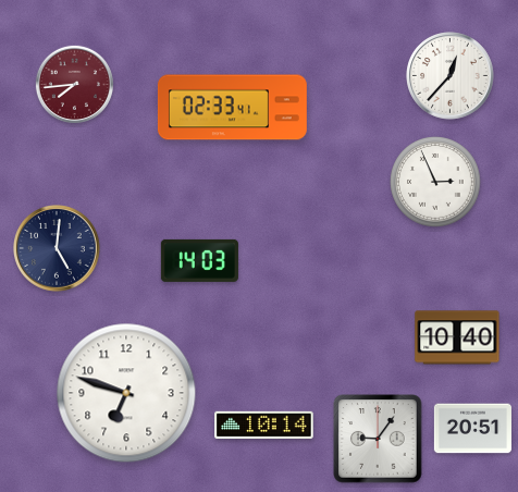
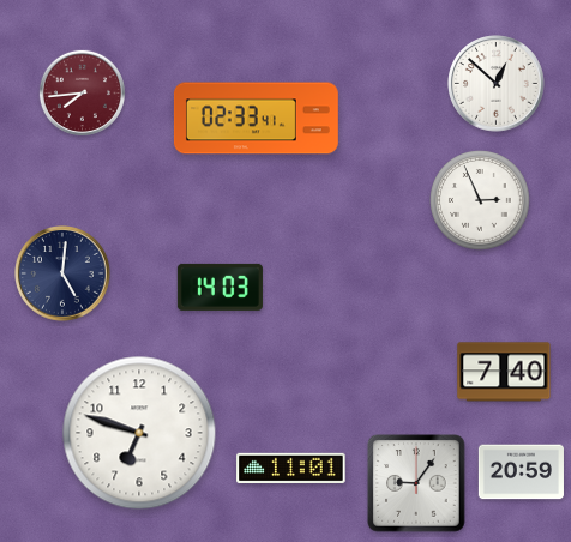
clock at (451, 76): 12:37 -> 12:52
clock at (457, 337): 10:40 -> 7:40
clock at (264, 425): 10:14 -> 11:01
clock at (472, 429): 20:51 -> 20:59
